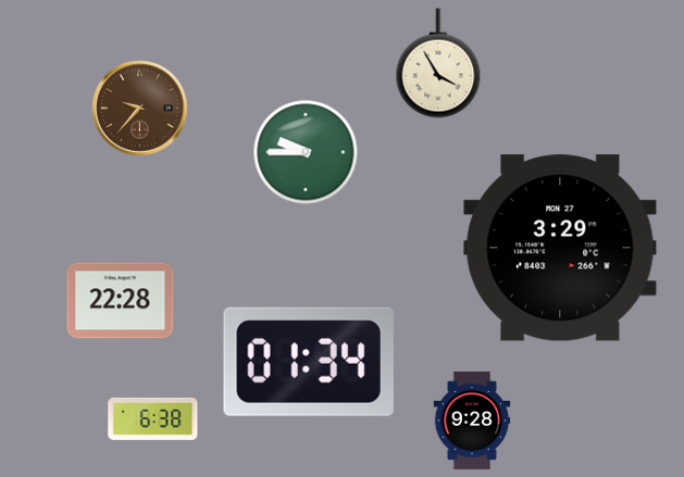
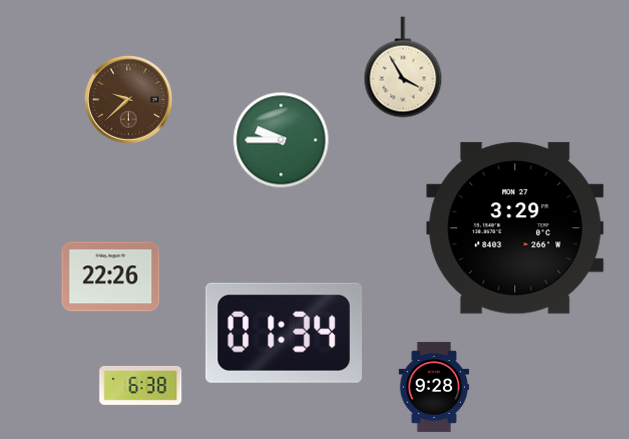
clock at (438, 63) position: (438, 63) -> (403, 67)
clock at (140, 109): 9:37 -> 9:38
clock at (121, 301): 22:28 -> 22:26
